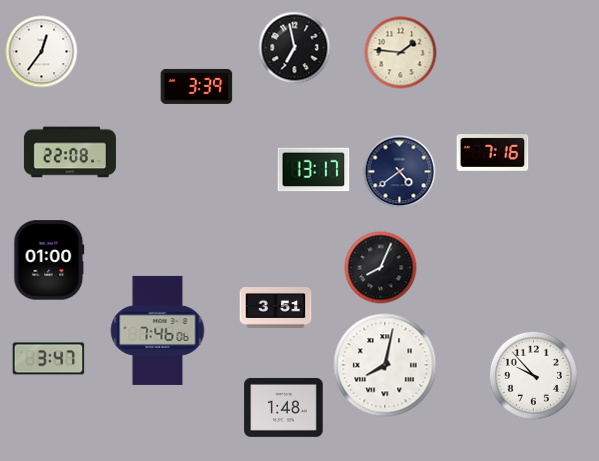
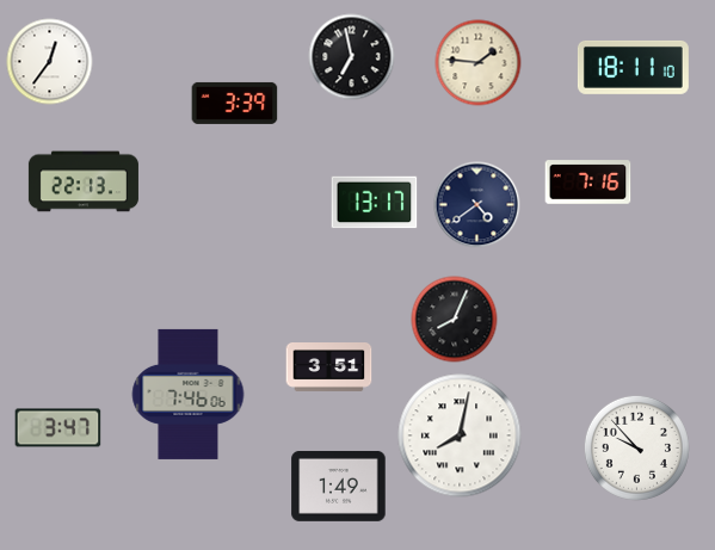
clock at (633, 67): none -> 18:11
clock at (70, 152): 22:08 -> 22:13
clock at (49, 260): 01:00 -> none
clock at (284, 407): 1:48 -> 1:49
